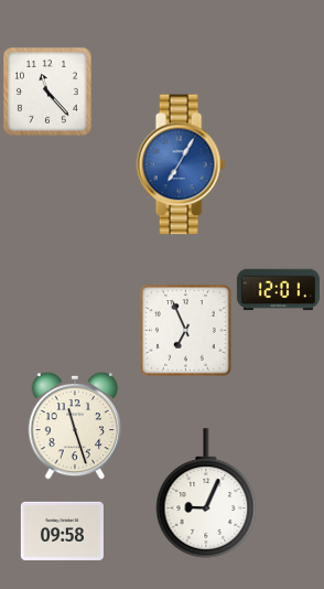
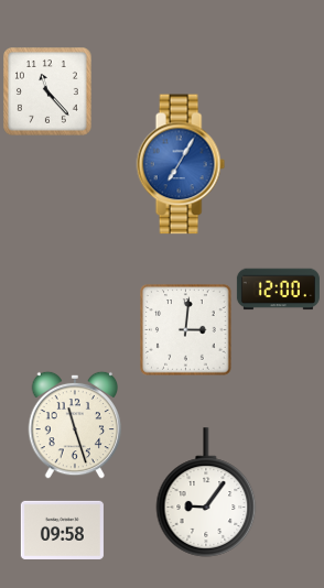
clock at (278, 290): 12:01 -> 12:00
clock at (186, 331): 6:56 -> 3:01
clock at (206, 493): 9:04 -> 9:06
